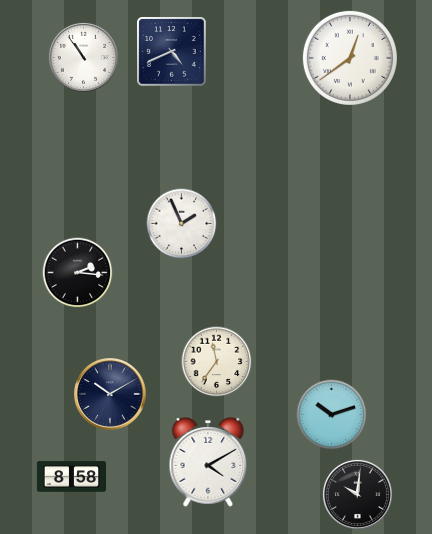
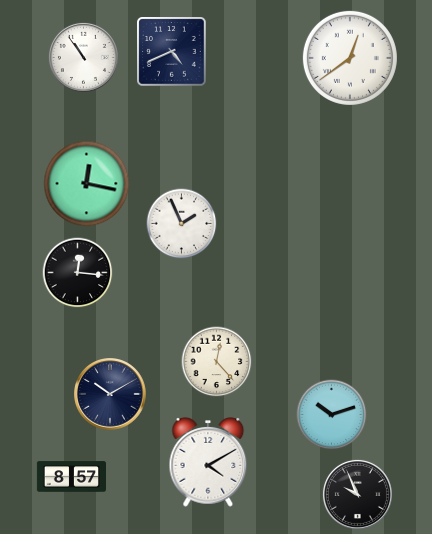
clock at (87, 184): none -> 12:17
clock at (78, 273): 2:16 -> 12:16
clock at (217, 362): 11:36 -> 12:23
clock at (71, 477): 8:58 -> 8:57
clock at (357, 494): 10:01 -> 9:56
